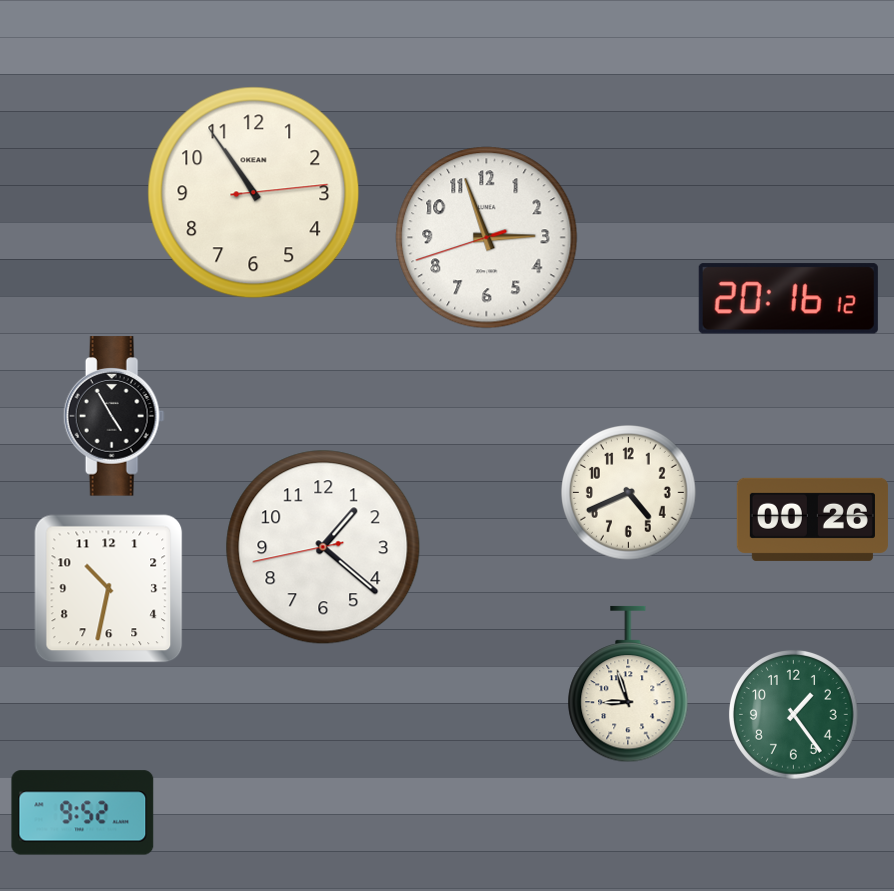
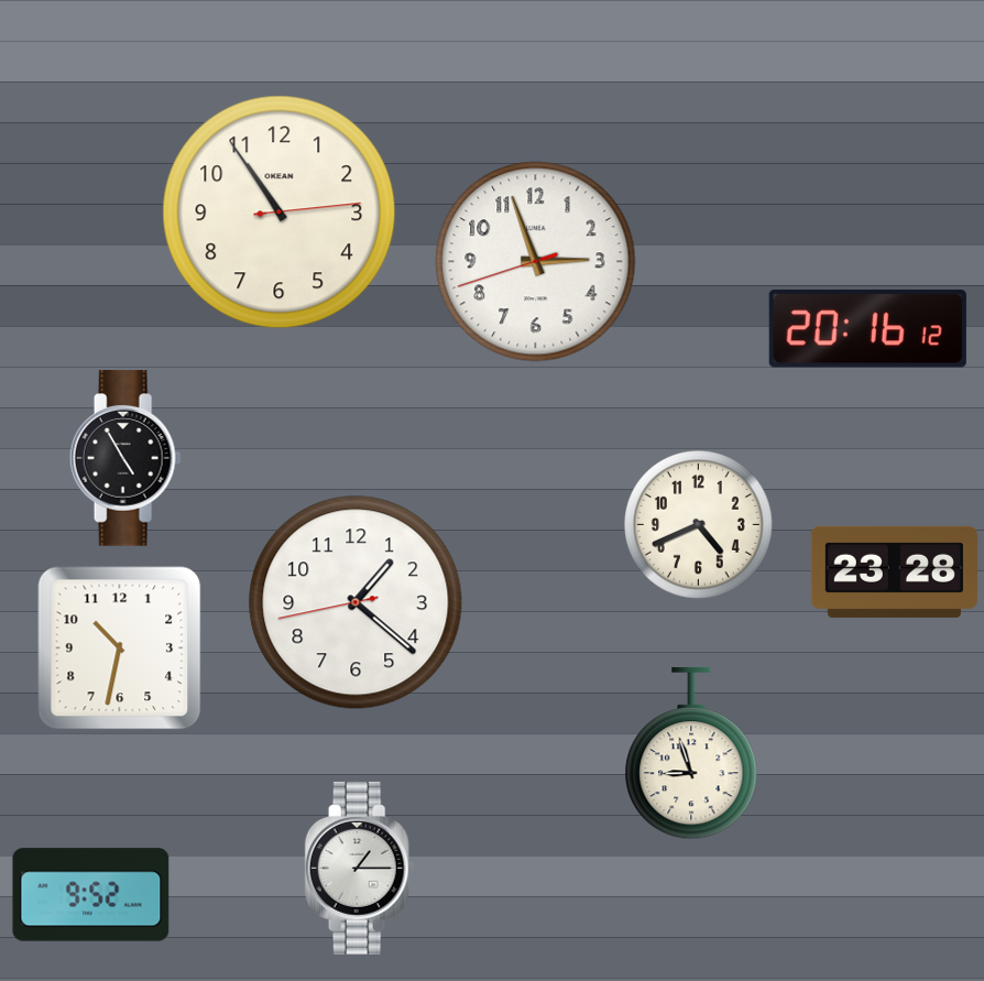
clock at (629, 493) position: (629, 493) -> (699, 525)
clock at (812, 519): 00:26 -> 23:28
clock at (793, 714): 1:24 -> none
clock at (360, 868): none -> 1:15
